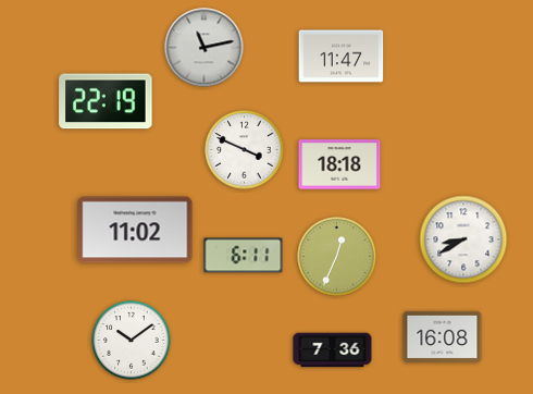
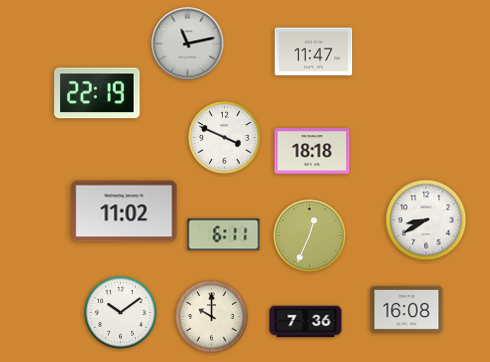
clock at (212, 317): none -> 10:00
